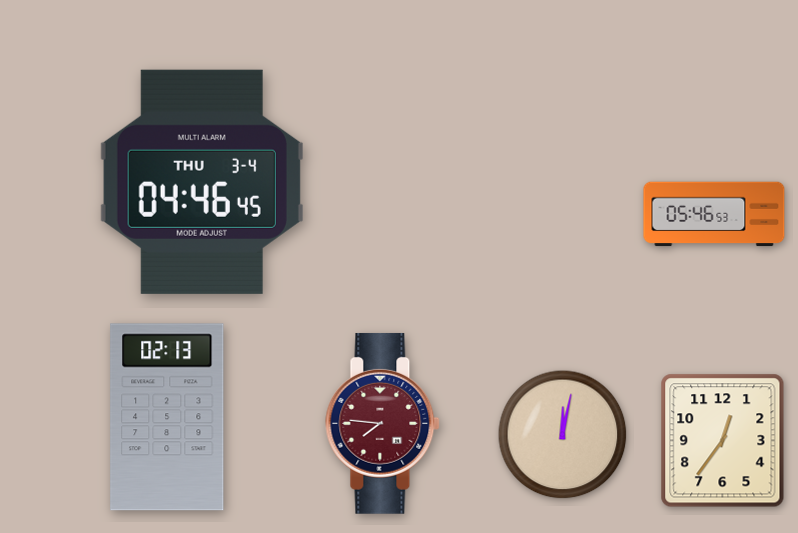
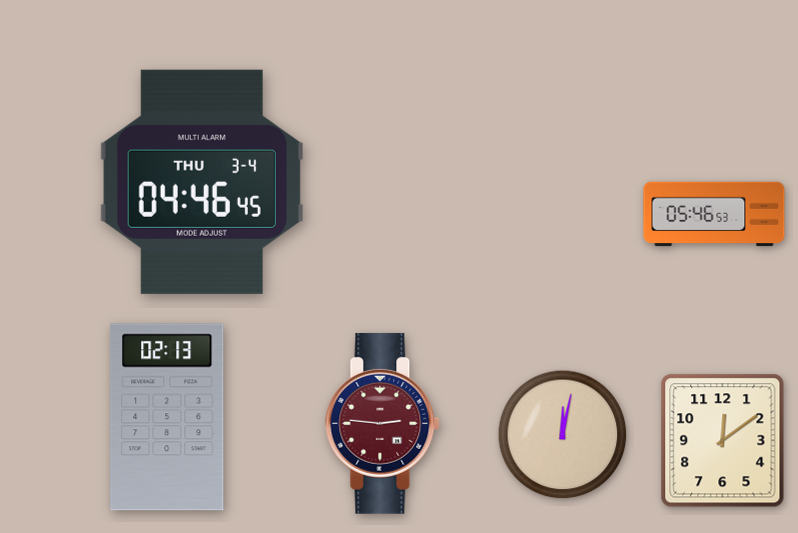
clock at (383, 423): 7:46 -> 2:46
clock at (723, 441): 12:36 -> 12:09
